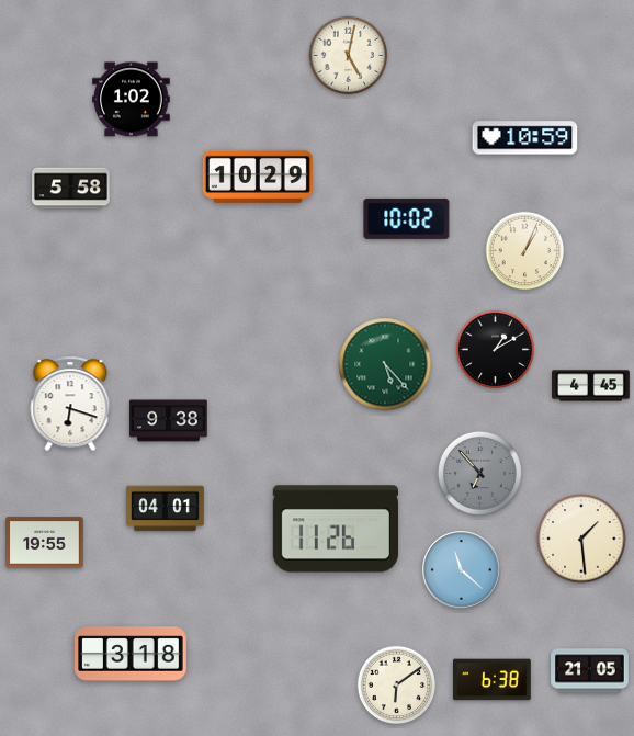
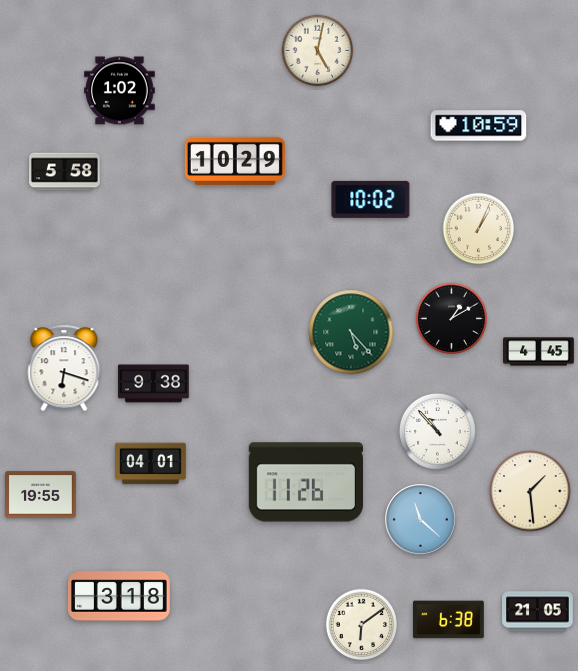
clock at (480, 474): 6:53 -> 10:53
clock at (480, 474) dial: grey -> white
